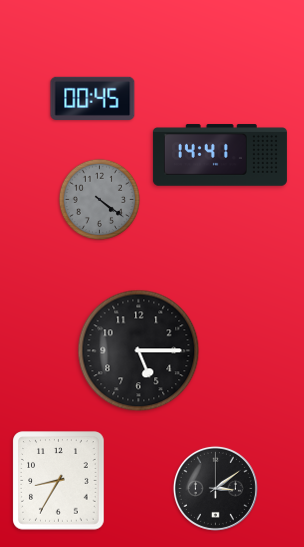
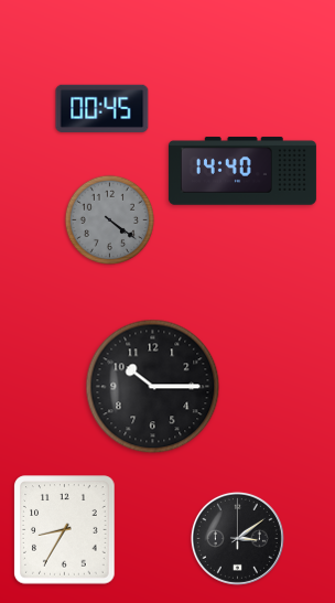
clock at (220, 155): 14:41 -> 14:40
clock at (139, 351): 5:15 -> 10:15
